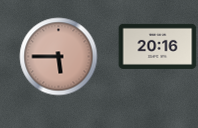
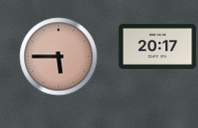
clock at (157, 46): 20:16 -> 20:17
